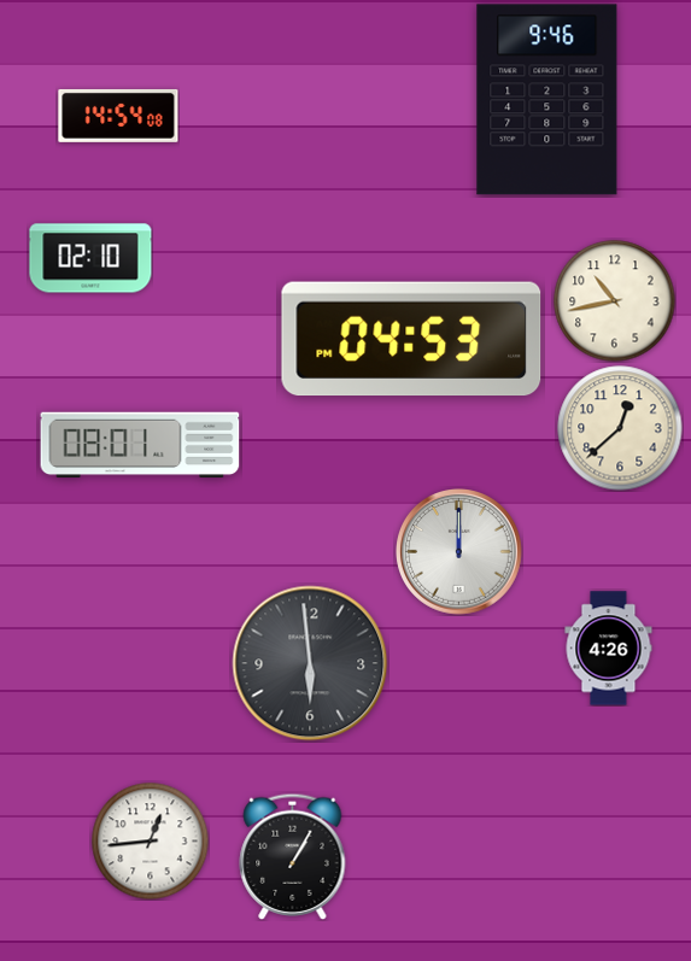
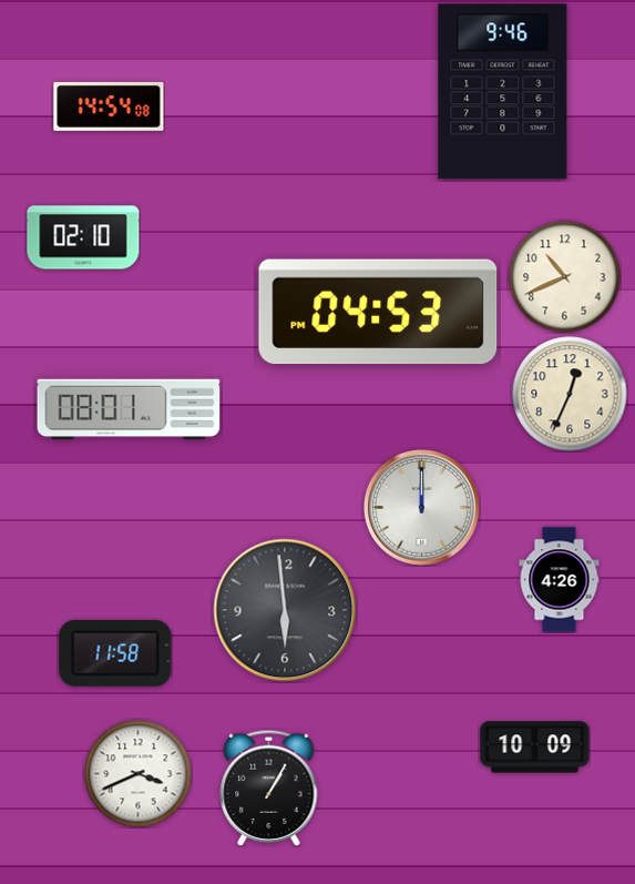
clock at (615, 301): 10:43 -> 10:41
clock at (620, 428): 12:38 -> 12:34
clock at (609, 649) position: (609, 649) -> (560, 580)
clock at (115, 653): none -> 11:58
clock at (535, 748): none -> 10:09
clock at (150, 840): 12:44 -> 3:41
